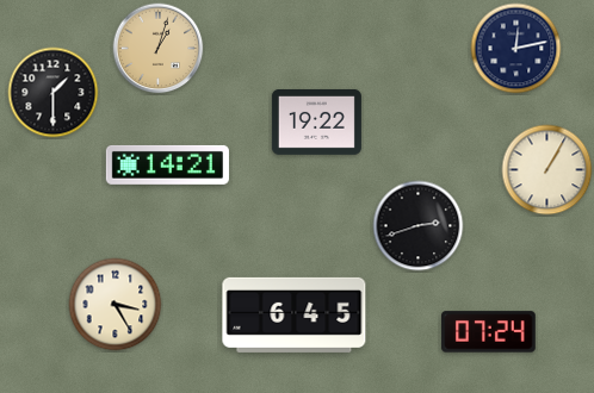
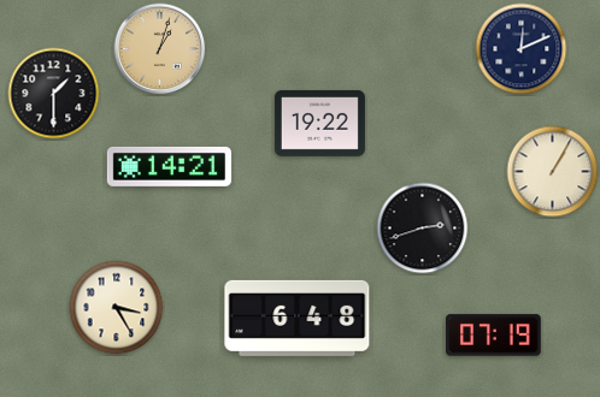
clock at (516, 49): 12:13 -> 12:11
clock at (295, 314): 6:45 -> 6:48
clock at (489, 332): 07:24 -> 07:19
